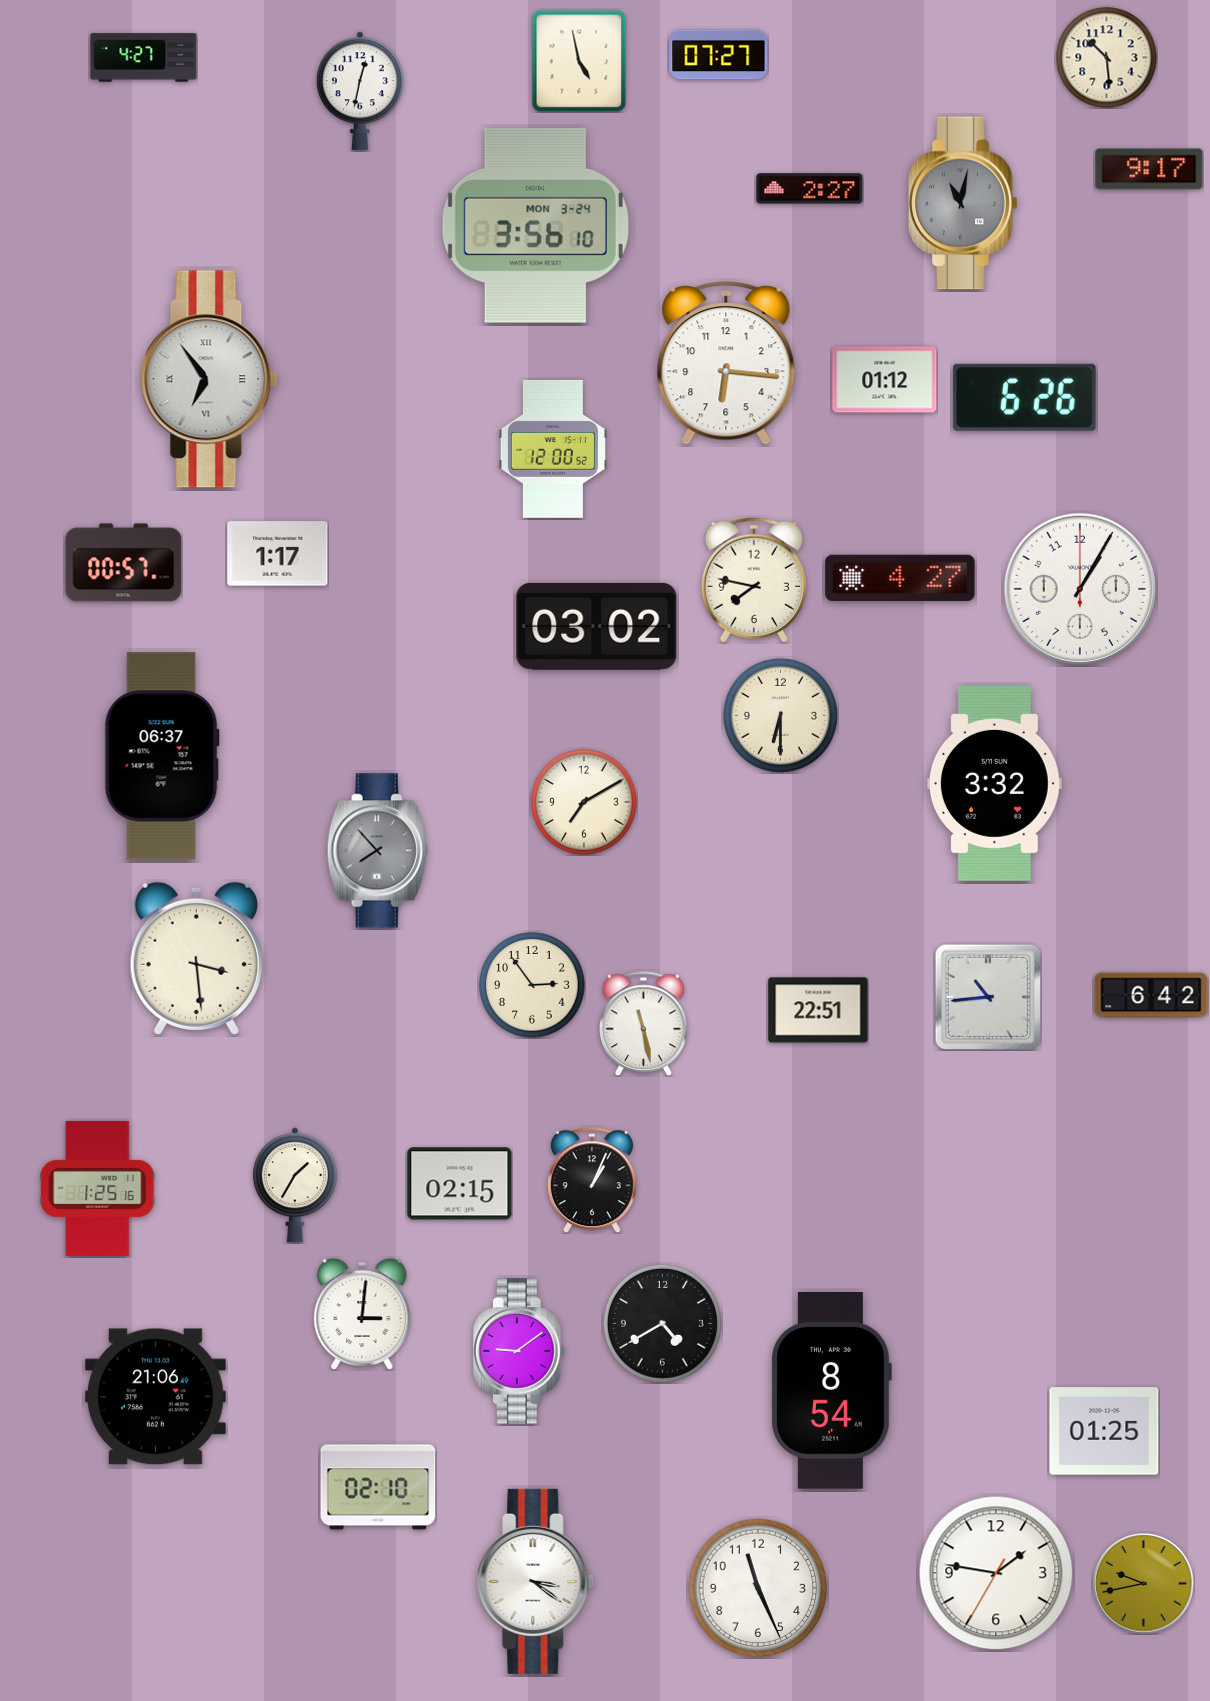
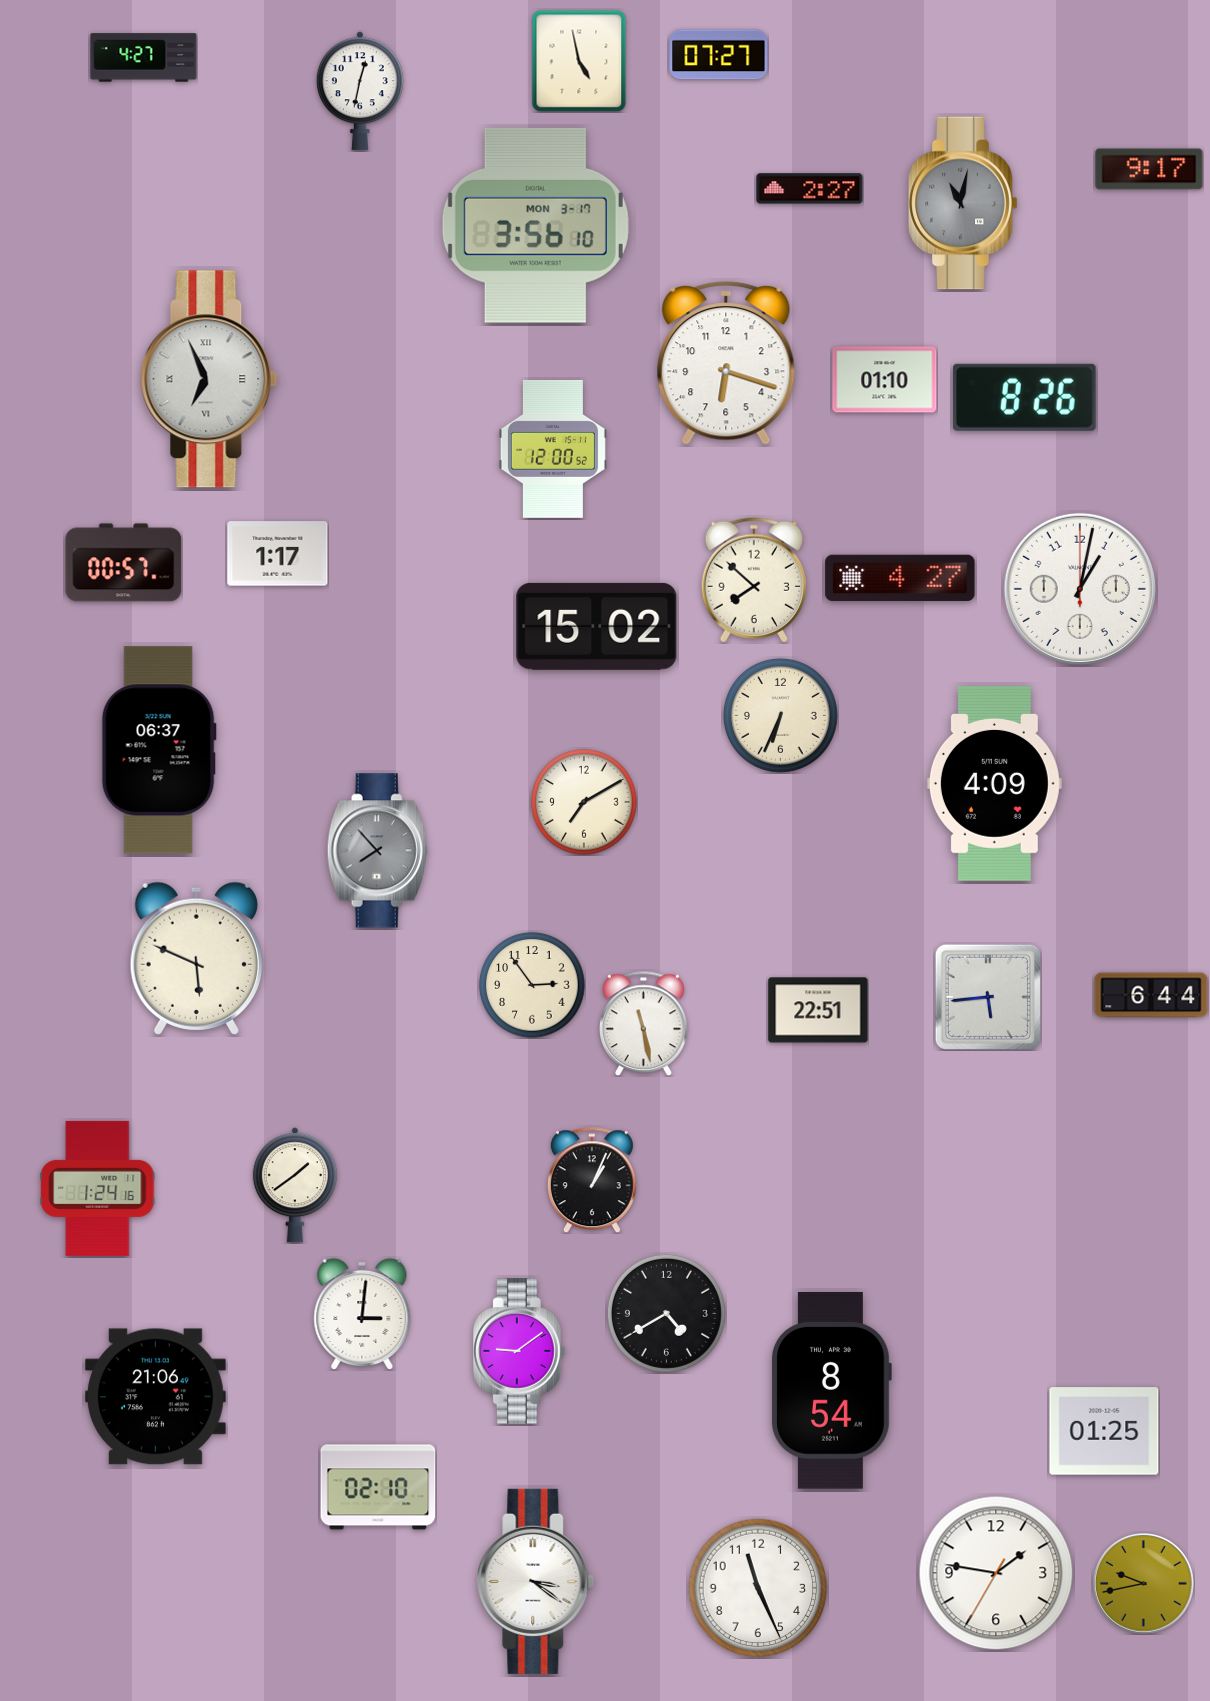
clock at (1107, 58): 10:29 -> none
clock at (535, 225) date: MON 3-24 -> MON 3-17
clock at (726, 363): 6:16 -> 6:18
clock at (209, 379): 6:54 -> 6:56
clock at (885, 380): 01:12 -> 01:10
clock at (1024, 397): 6:26 -> 8:26
clock at (754, 580): 7:47 -> 7:52
clock at (1080, 589): 1:05 -> 1:02
clock at (597, 626): 03:02 -> 15:02
clock at (780, 715): 6:30 -> 6:34
clock at (162, 756) position: (162, 756) -> (159, 750)
clock at (994, 783): 3:32 -> 4:09
clock at (196, 958): 3:29 -> 5:49
clock at (1151, 995): 6:42 -> 6:44
clock at (988, 997): 10:44 -> 5:44
clock at (460, 1184): 02:15 -> none
clock at (295, 1185): 1:35 -> 1:39
clock at (98, 1188): 1:25 -> 1:24
clock at (662, 1323) position: (662, 1323) -> (666, 1313)
